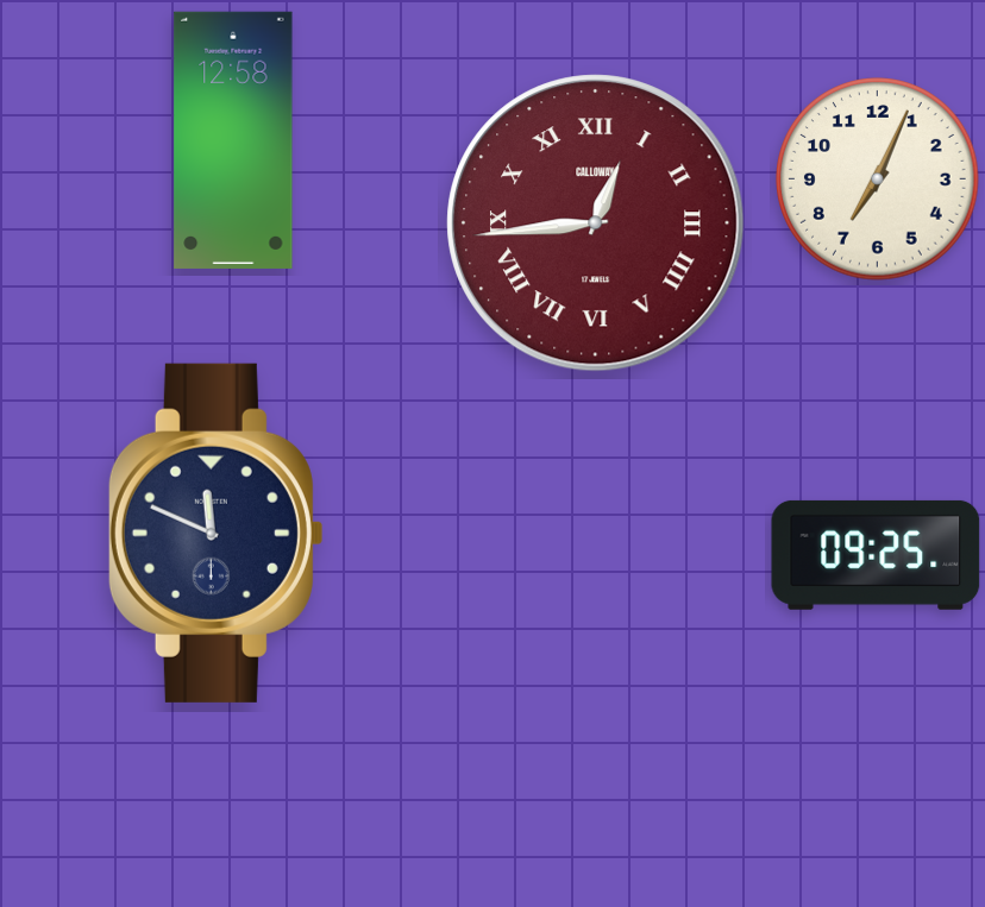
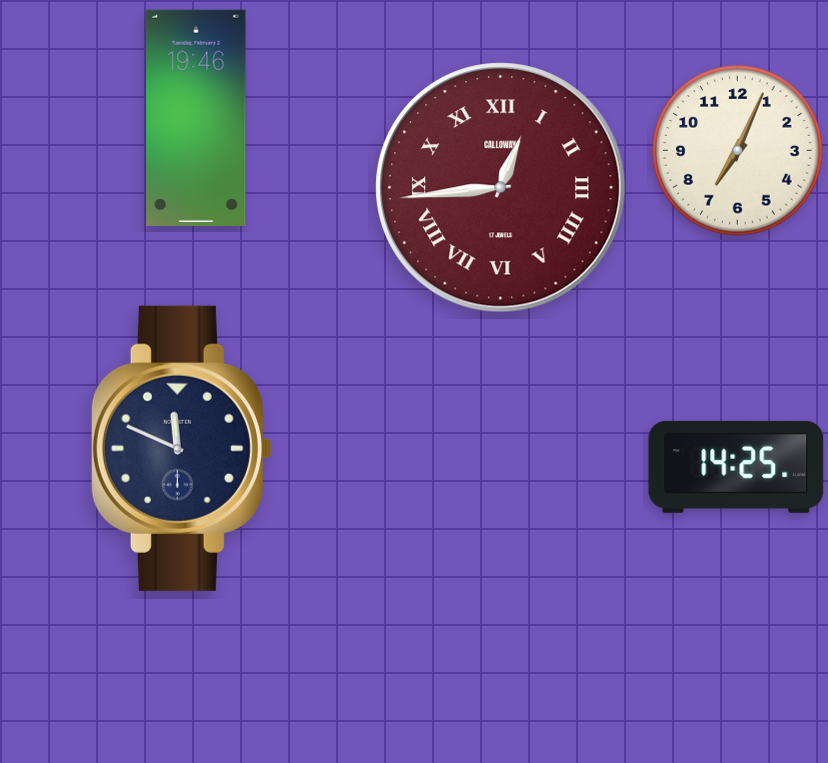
clock at (233, 140): 12:58 -> 19:46
clock at (876, 555): 09:25 -> 14:25
